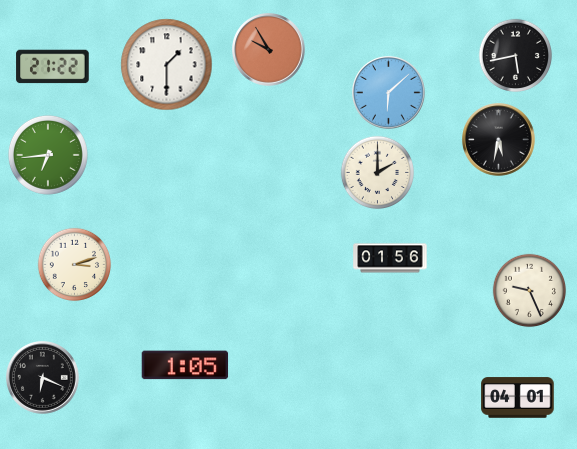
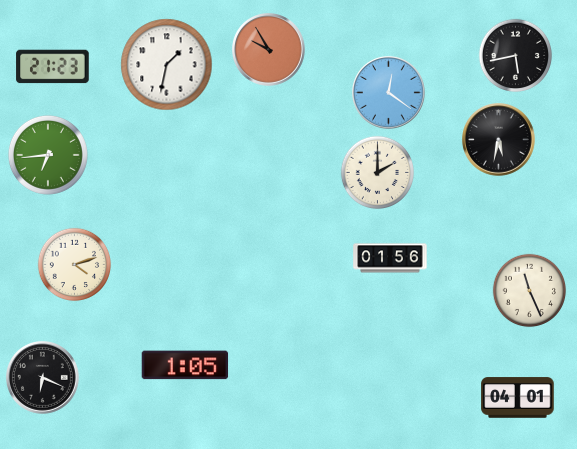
clock at (167, 65): 1:30 -> 1:32
clock at (53, 67): 21:22 -> 21:23
clock at (389, 93): 6:08 -> 12:21
clock at (75, 265): 3:12 -> 4:12
clock at (530, 291): 9:26 -> 11:26
